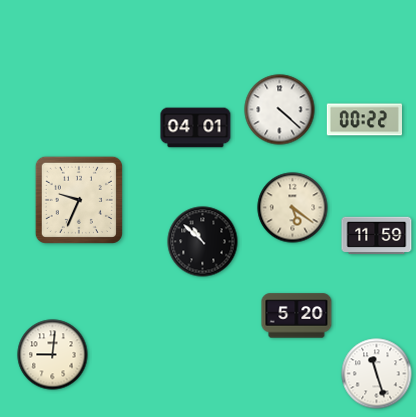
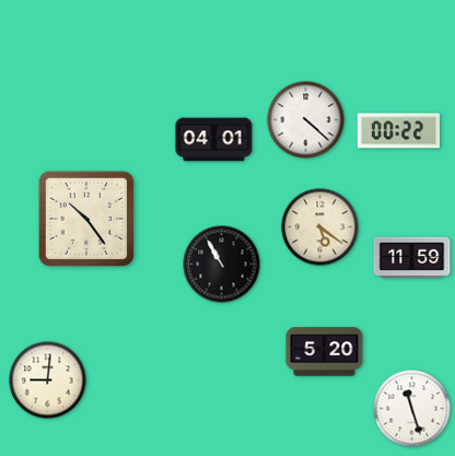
clock at (79, 200): 9:34 -> 10:24
clock at (203, 242): 10:52 -> 10:55
clock at (297, 316) position: (297, 316) -> (325, 352)
clock at (53, 355) position: (53, 355) -> (48, 381)
